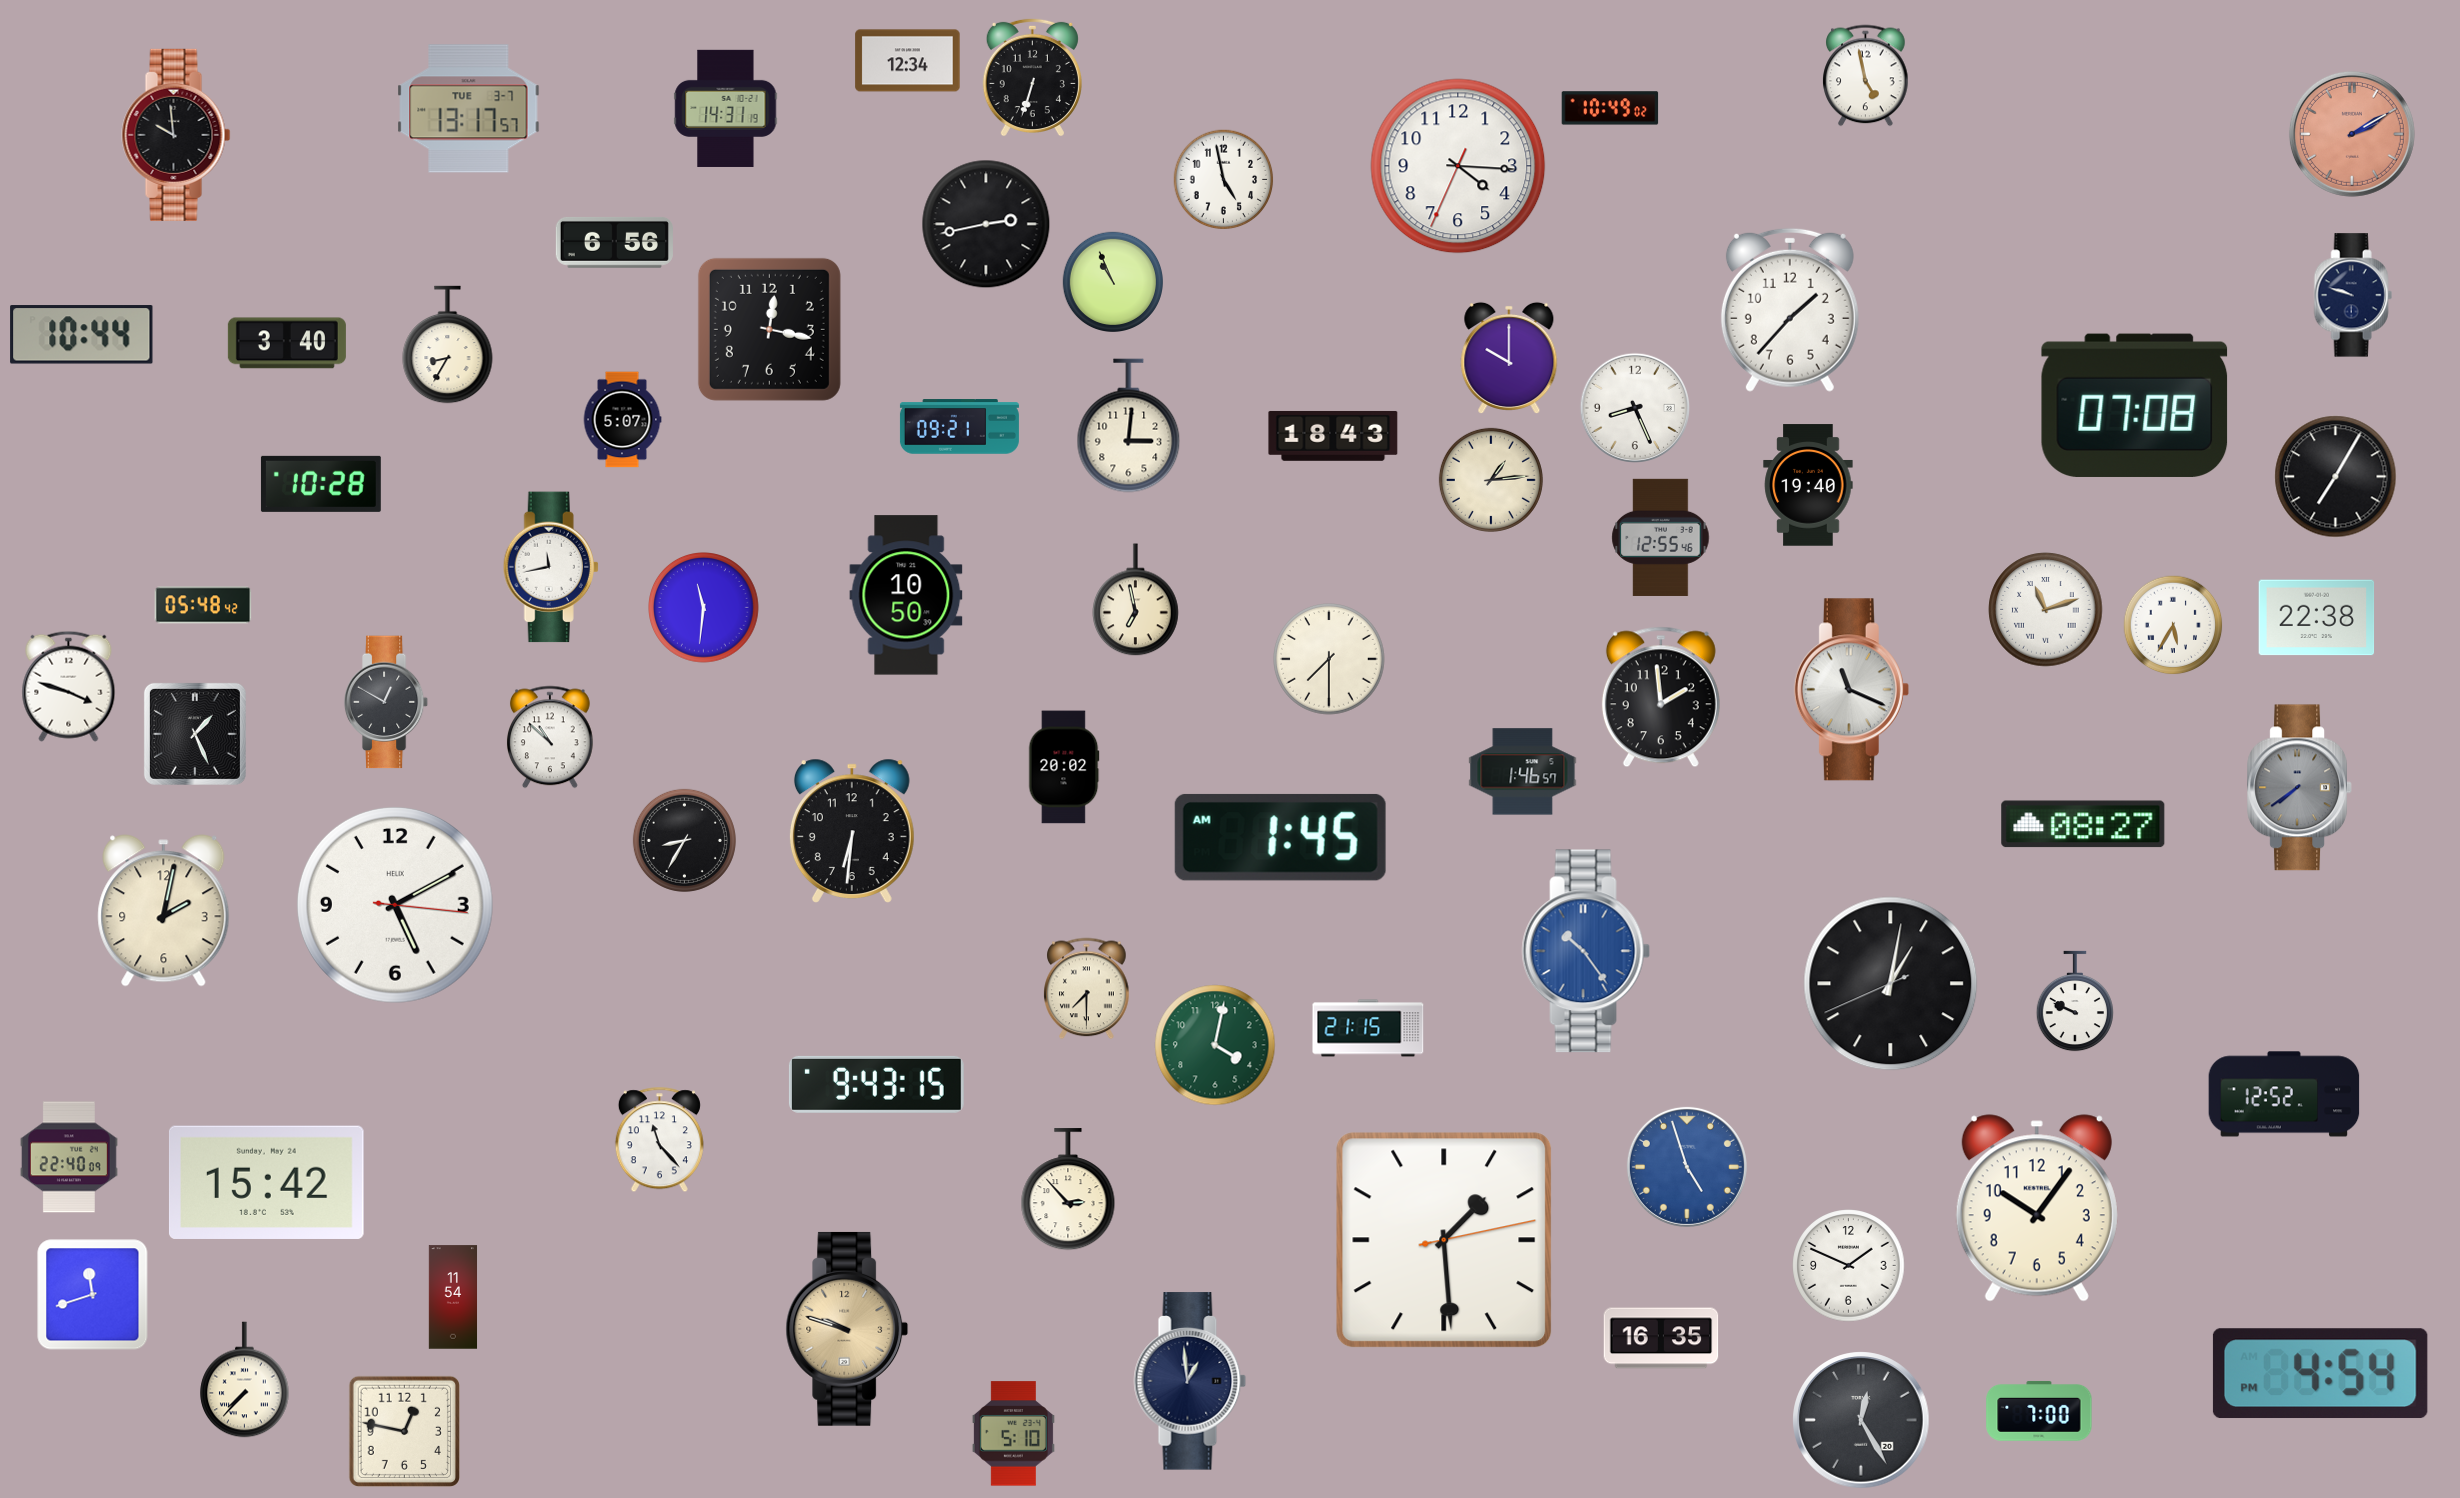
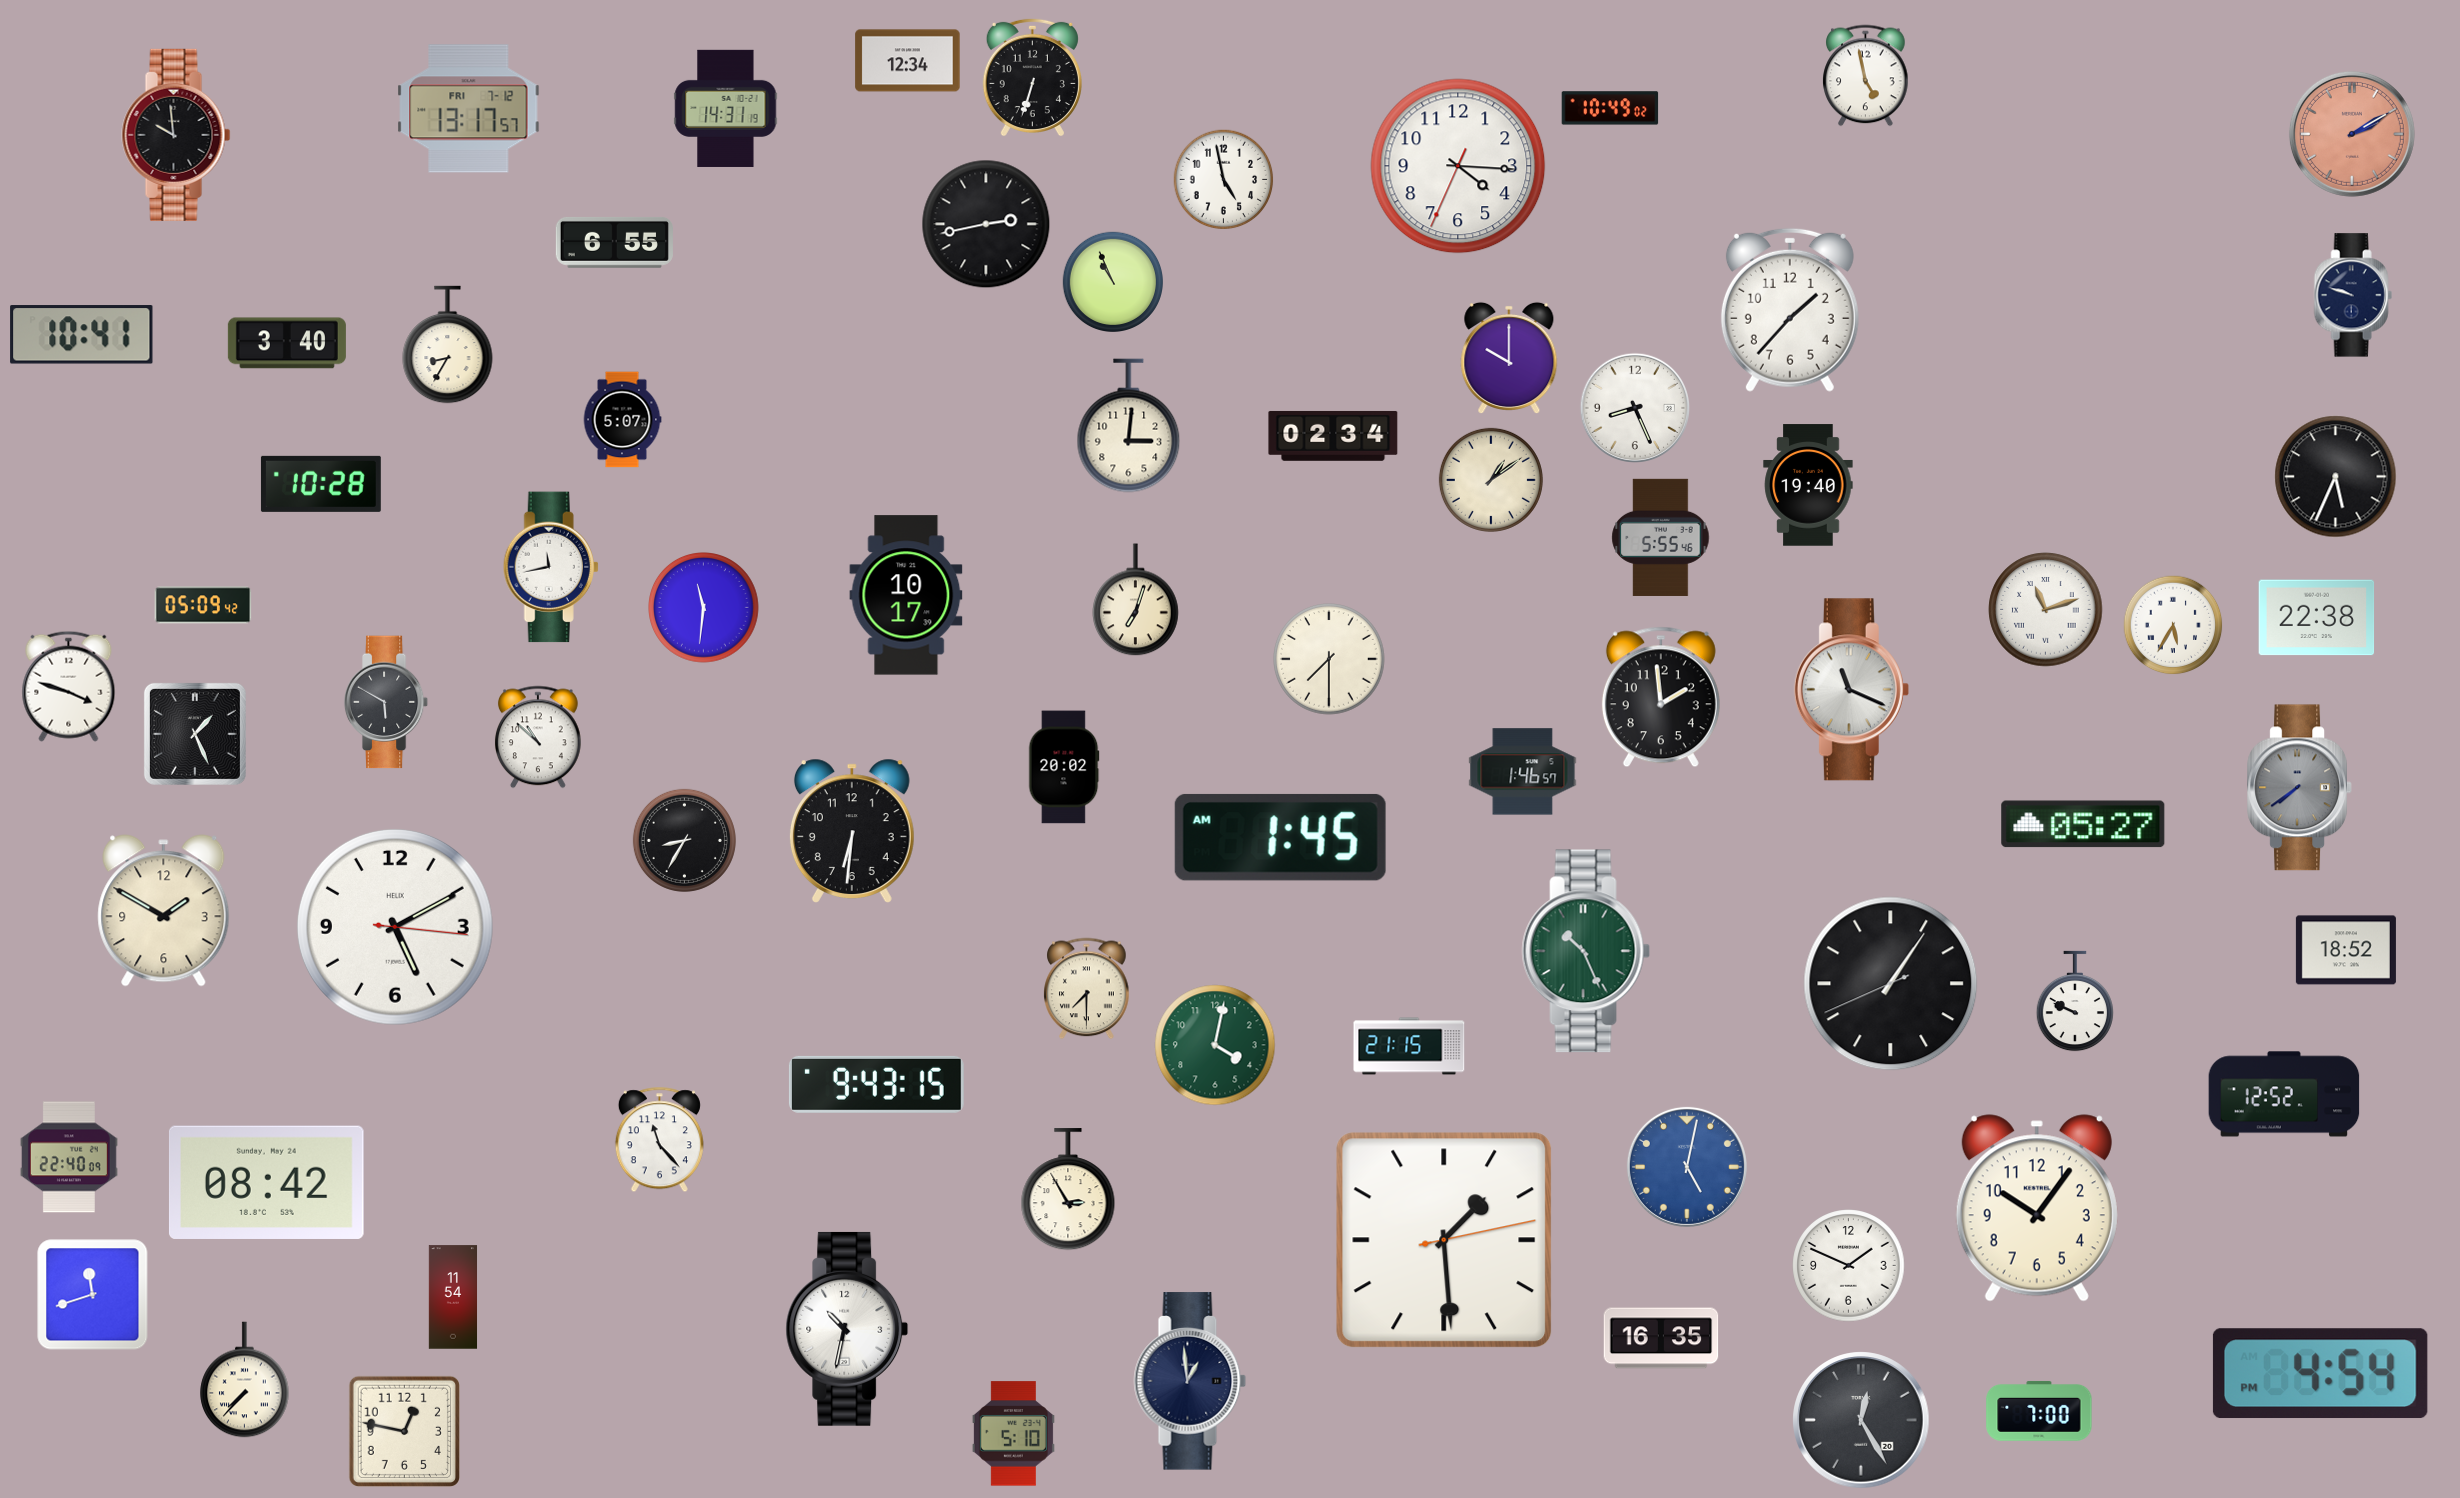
clock at (469, 109) date: TUE 3-7 -> FRI 7-12
clock at (614, 242): 6:56 -> 6:55
clock at (769, 329): 12:17 -> none
clock at (82, 335): 10:44 -> 10:41
clock at (2135, 405): 07:08 -> none
clock at (959, 427): 09:21 -> none
clock at (1333, 436): 18:43 -> 02:34
clock at (2336, 477): 7:05 -> 5:34
clock at (1491, 480): 1:14 -> 1:09
clock at (1661, 537): 12:55 -> 5:55
clock at (906, 595): 10:50 -> 10:17
clock at (1136, 600): 6:58 -> 7:03
clock at (203, 605): 05:48 -> 05:09
clock at (386, 702): 12:50 -> 5:50
clock at (550, 737) position: (550, 737) -> (538, 737)
clock at (2083, 824): 08:27 -> 05:27
clock at (395, 905) position: (395, 905) -> (395, 927)
clock at (164, 911): 2:02 -> 1:50
clock at (2346, 950): none -> 18:52
clock at (1586, 951): 10:24 -> 10:26
clock at (1586, 951) dial: blue -> green
clock at (1891, 984): 1:01 -> 1:05
clock at (1368, 1028) position: (1368, 1028) -> (1409, 1046)
clock at (1687, 1167): 4:57 -> 5:02
clock at (266, 1182): 15:42 -> 08:42
clock at (1068, 1190): 2:53 -> 2:55
clock at (847, 1329): 9:48 -> 10:32
clock at (847, 1329) dial: champagne -> white
